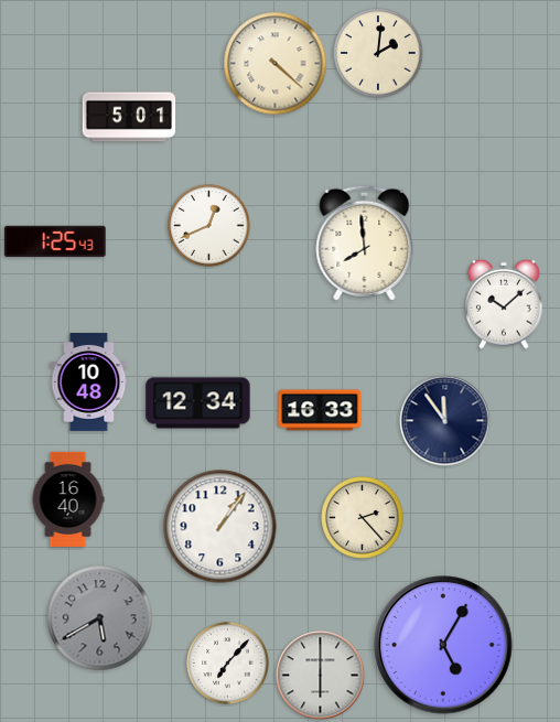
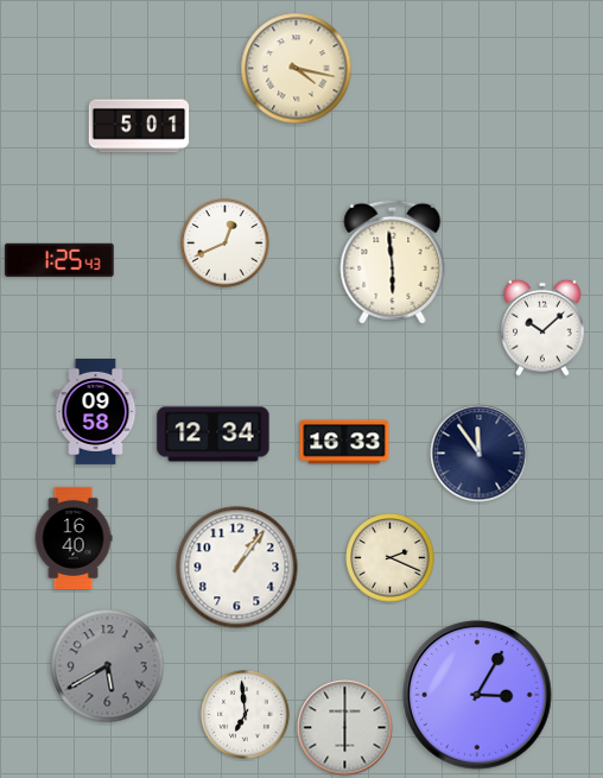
clock at (378, 53): 2:01 -> none
clock at (276, 64): 4:22 -> 4:17
clock at (365, 243): 7:59 -> 5:59
clock at (89, 381): 10:48 -> 09:58
clock at (363, 518): 2:23 -> 2:19
clock at (443, 645): 5:05 -> 3:05
clock at (228, 664): 7:07 -> 6:59
